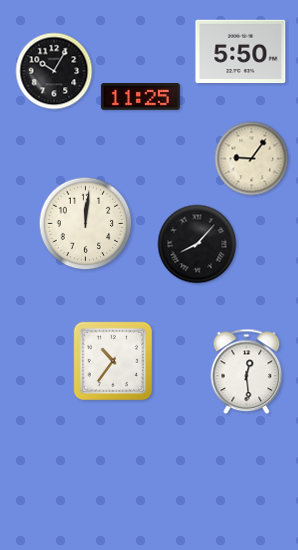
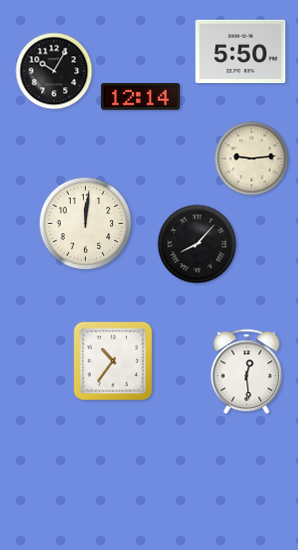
clock at (140, 97): 11:25 -> 12:14
clock at (252, 159): 9:06 -> 9:14
